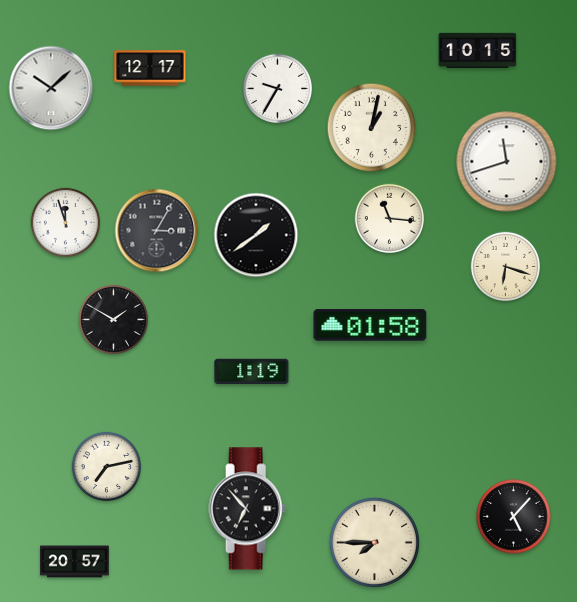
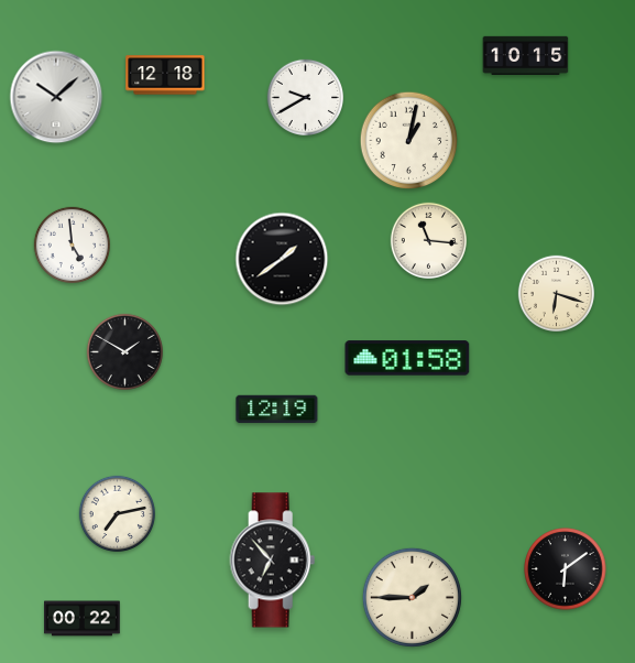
clock at (150, 68): 12:17 -> 12:18
clock at (277, 88): 9:35 -> 9:40
clock at (507, 162): 11:42 -> none
clock at (65, 222): 11:57 -> 4:59
clock at (157, 231): 3:05 -> none
clock at (252, 372): 1:19 -> 12:19
clock at (514, 517): 5:07 -> 6:09
clock at (374, 542): 7:45 -> 1:45
clock at (75, 562): 20:57 -> 00:22
